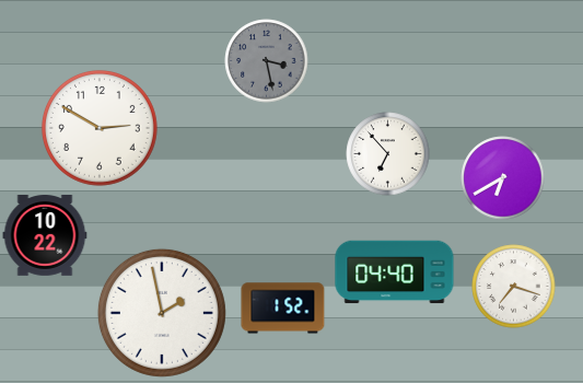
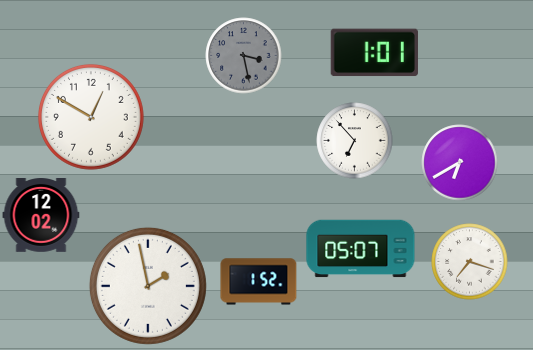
clock at (374, 53): none -> 1:01
clock at (100, 128): 2:50 -> 12:50
clock at (45, 236): 10:22 -> 12:02
clock at (395, 272): 04:40 -> 05:07
